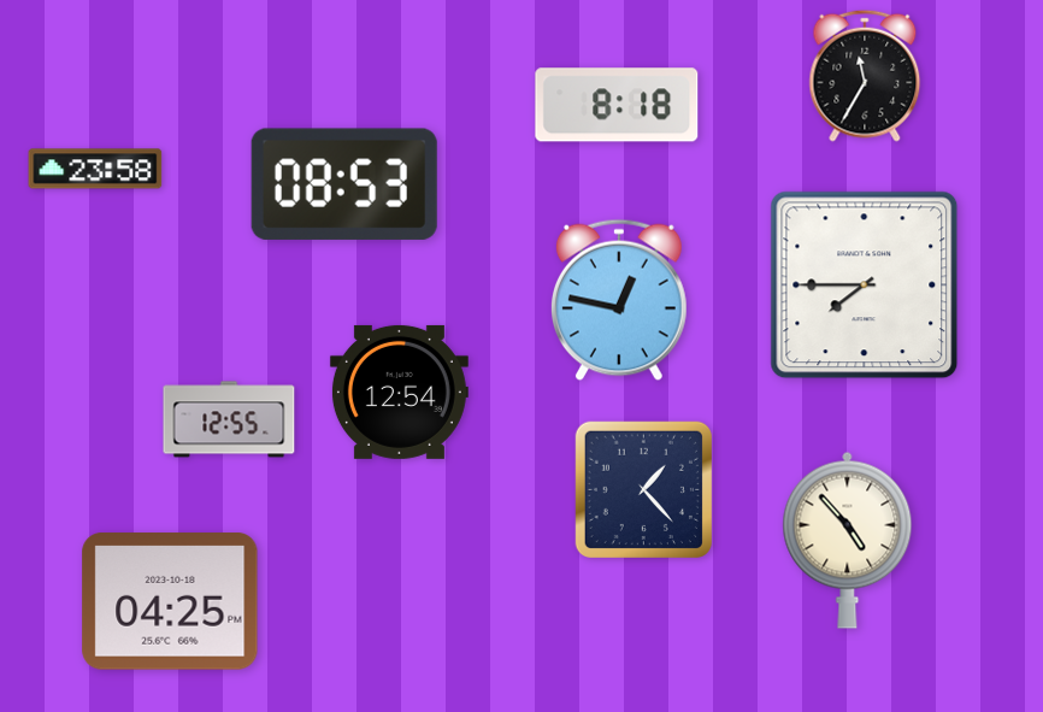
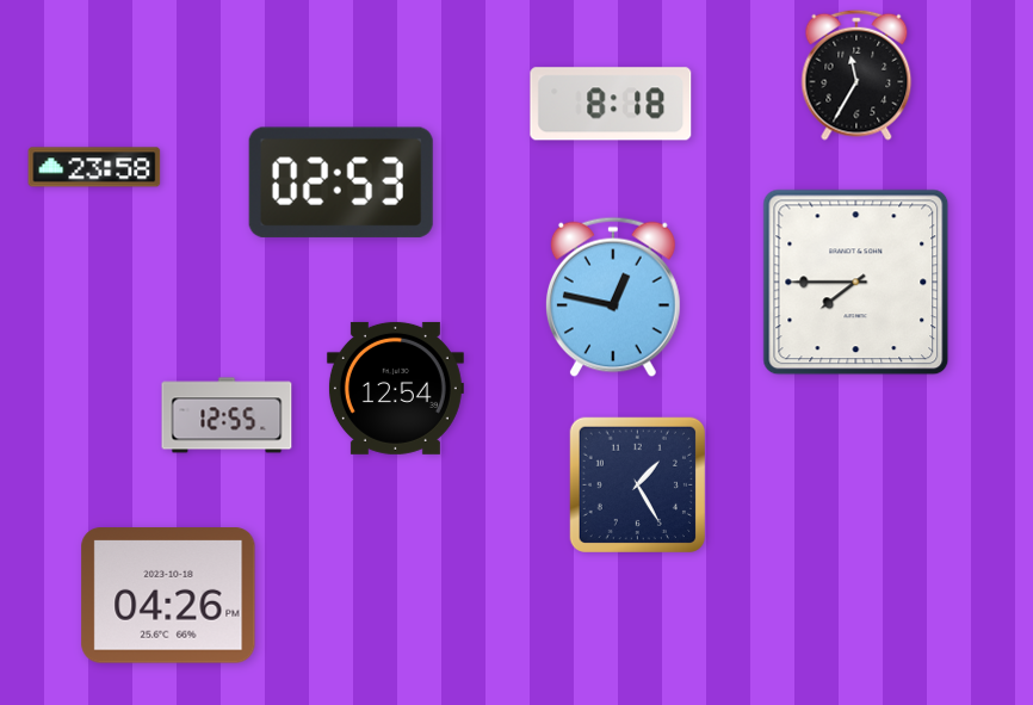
clock at (344, 184): 08:53 -> 02:53
clock at (643, 489): 1:23 -> 1:25
clock at (848, 540): 4:53 -> none
clock at (170, 601): 04:25 -> 04:26
